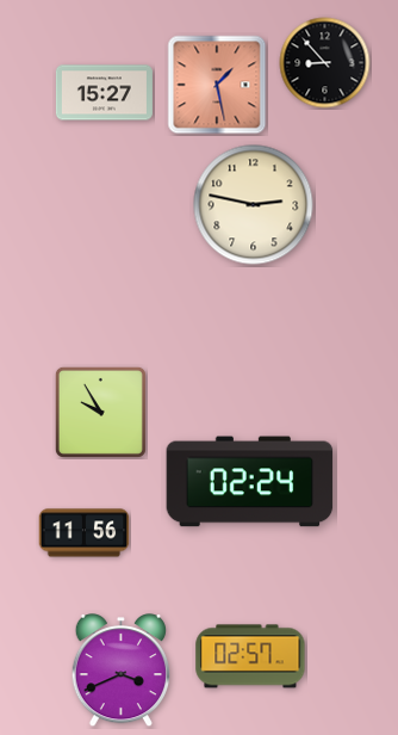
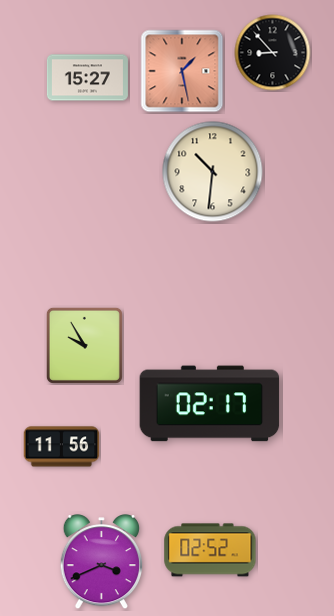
clock at (254, 205): 2:47 -> 10:31
clock at (250, 482): 02:24 -> 02:17
clock at (85, 533) position: (85, 533) -> (62, 447)
clock at (250, 656): 02:57 -> 02:52
